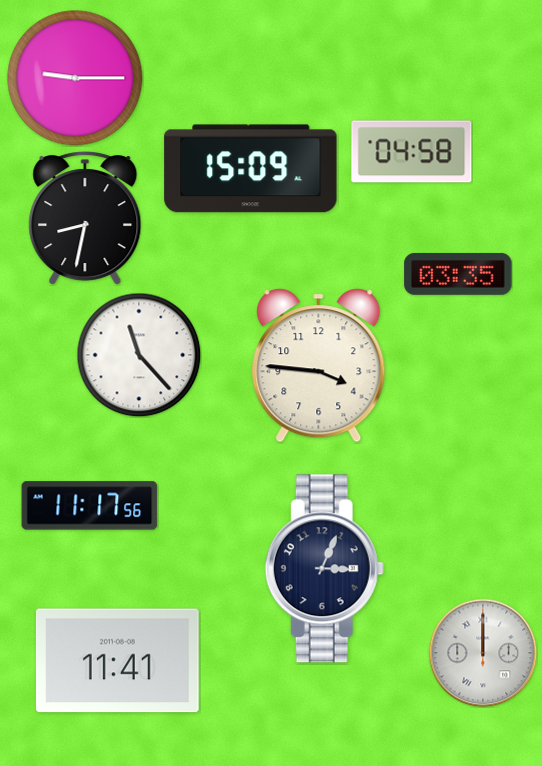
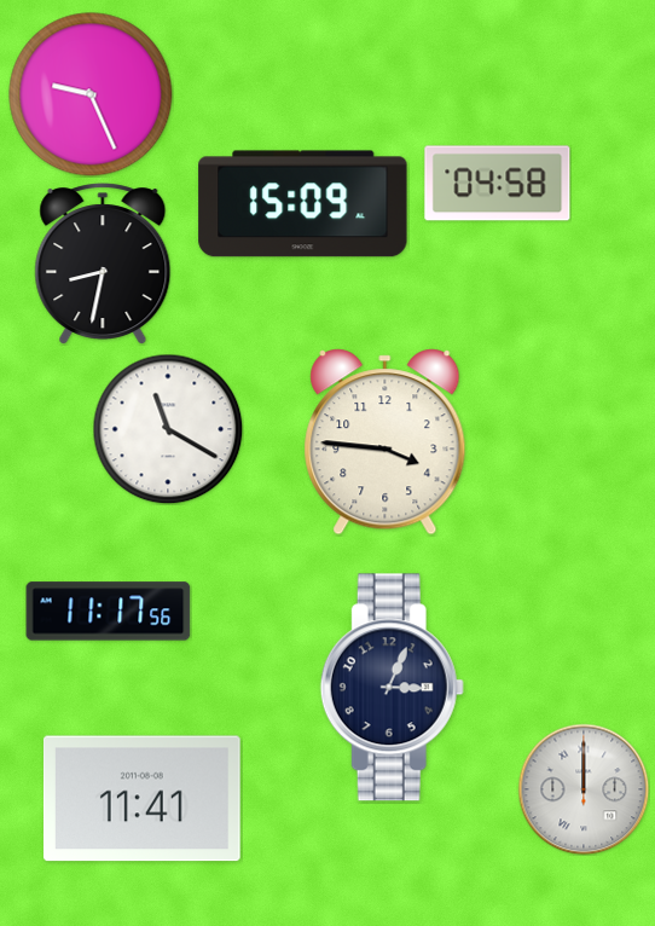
clock at (75, 78): 9:15 -> 9:26
clock at (458, 274): 03:35 -> none
clock at (139, 355): 11:23 -> 11:20
